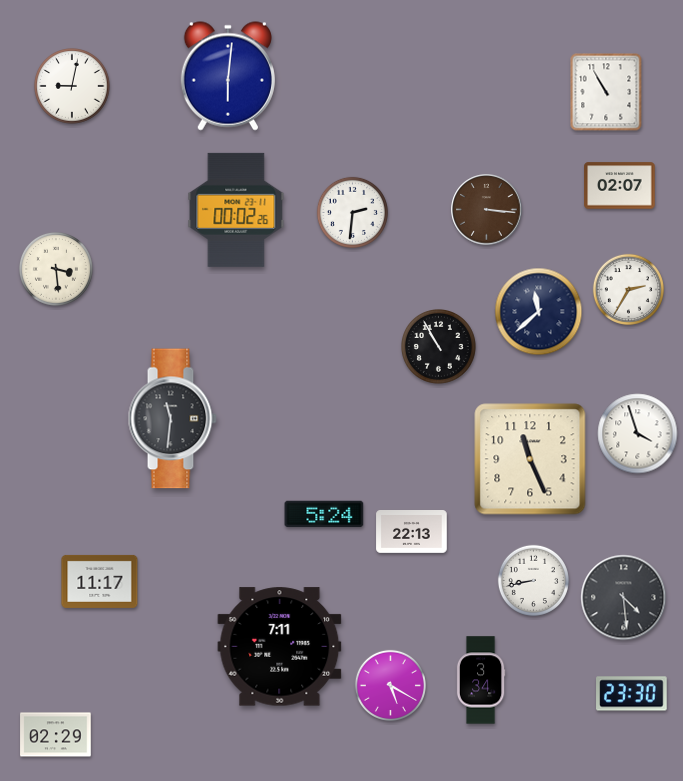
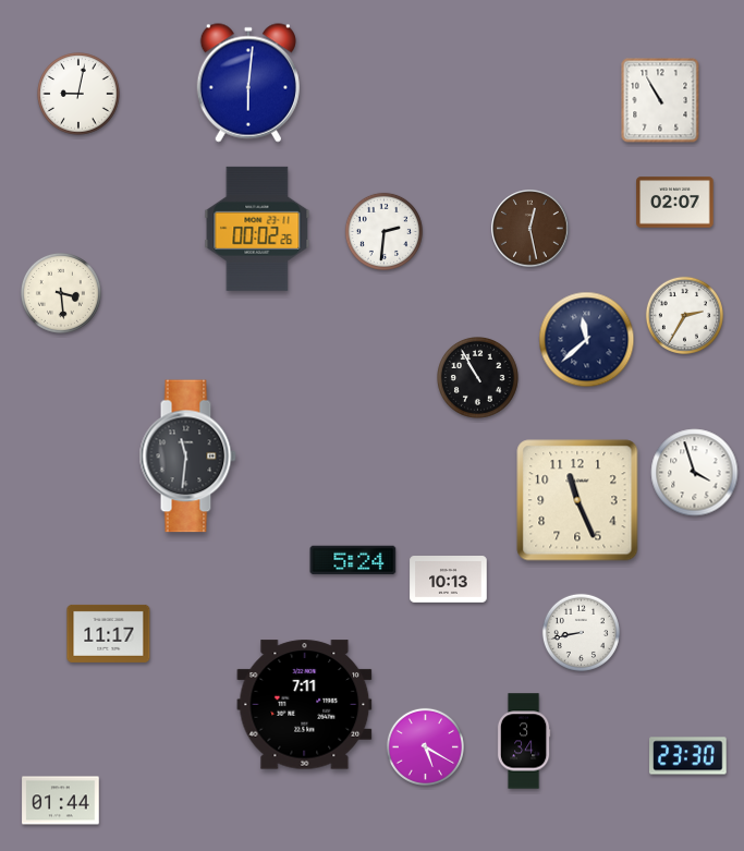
clock at (487, 210): 3:16 -> 12:28
clock at (412, 532): 22:13 -> 10:13
clock at (624, 598): 4:29 -> none
clock at (56, 735): 02:29 -> 01:44
